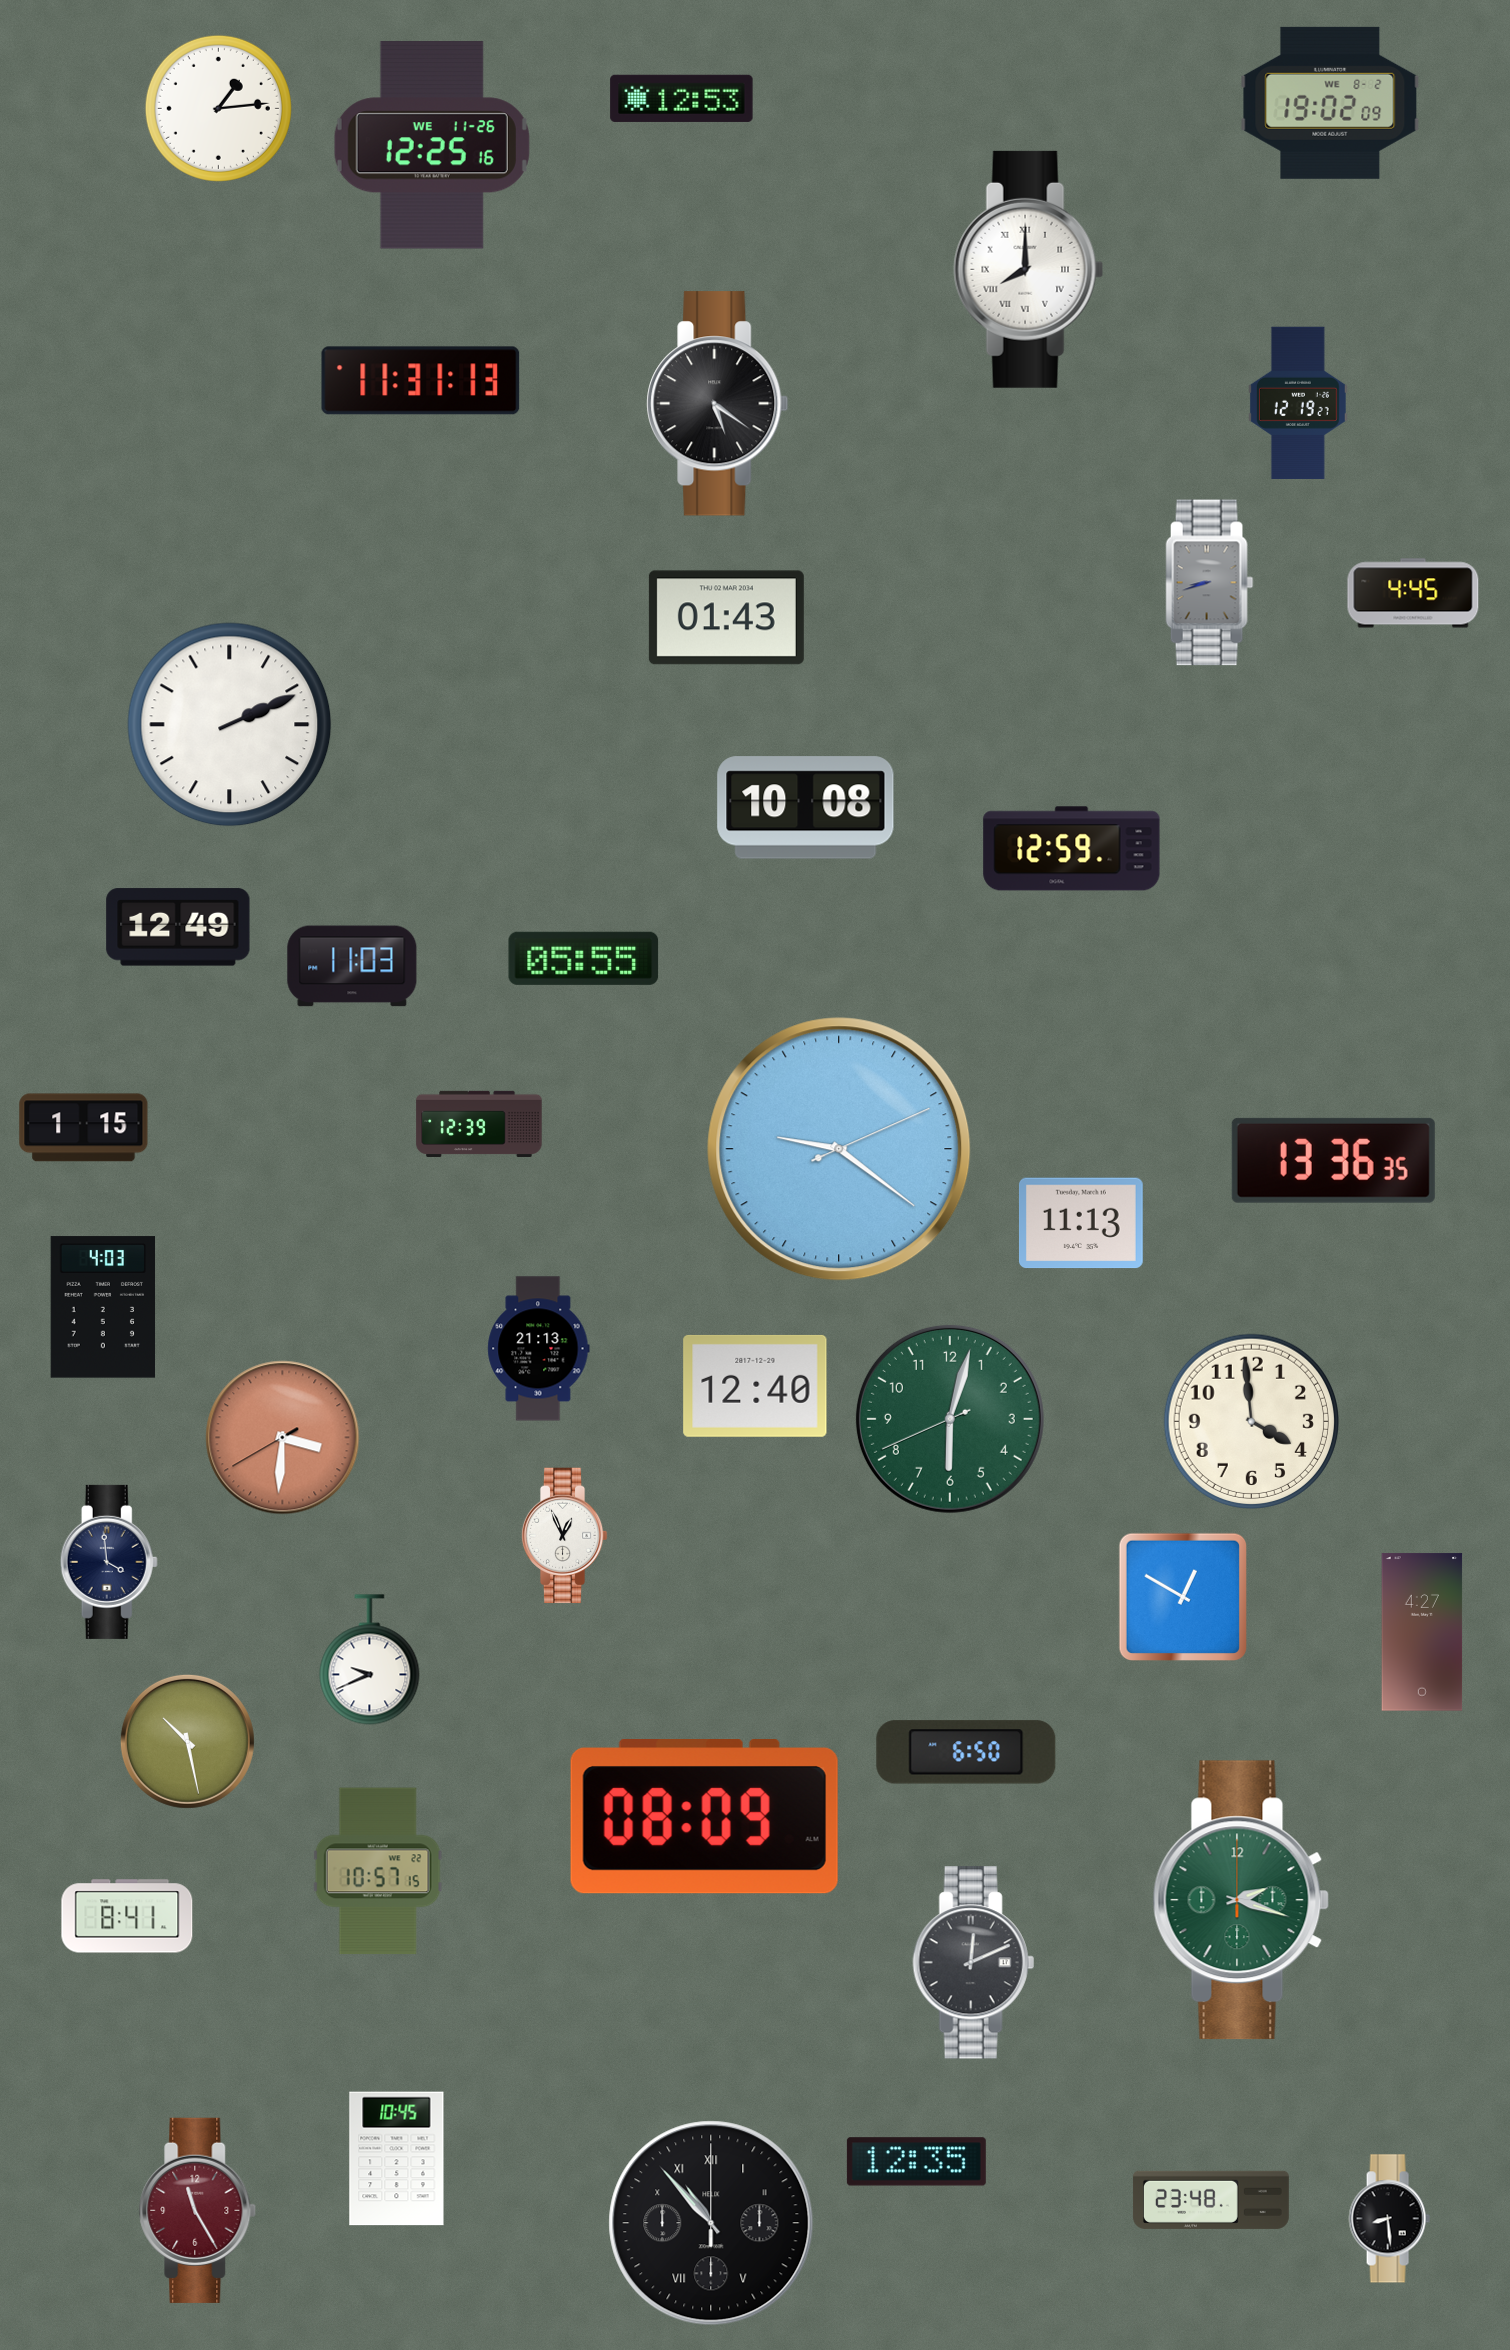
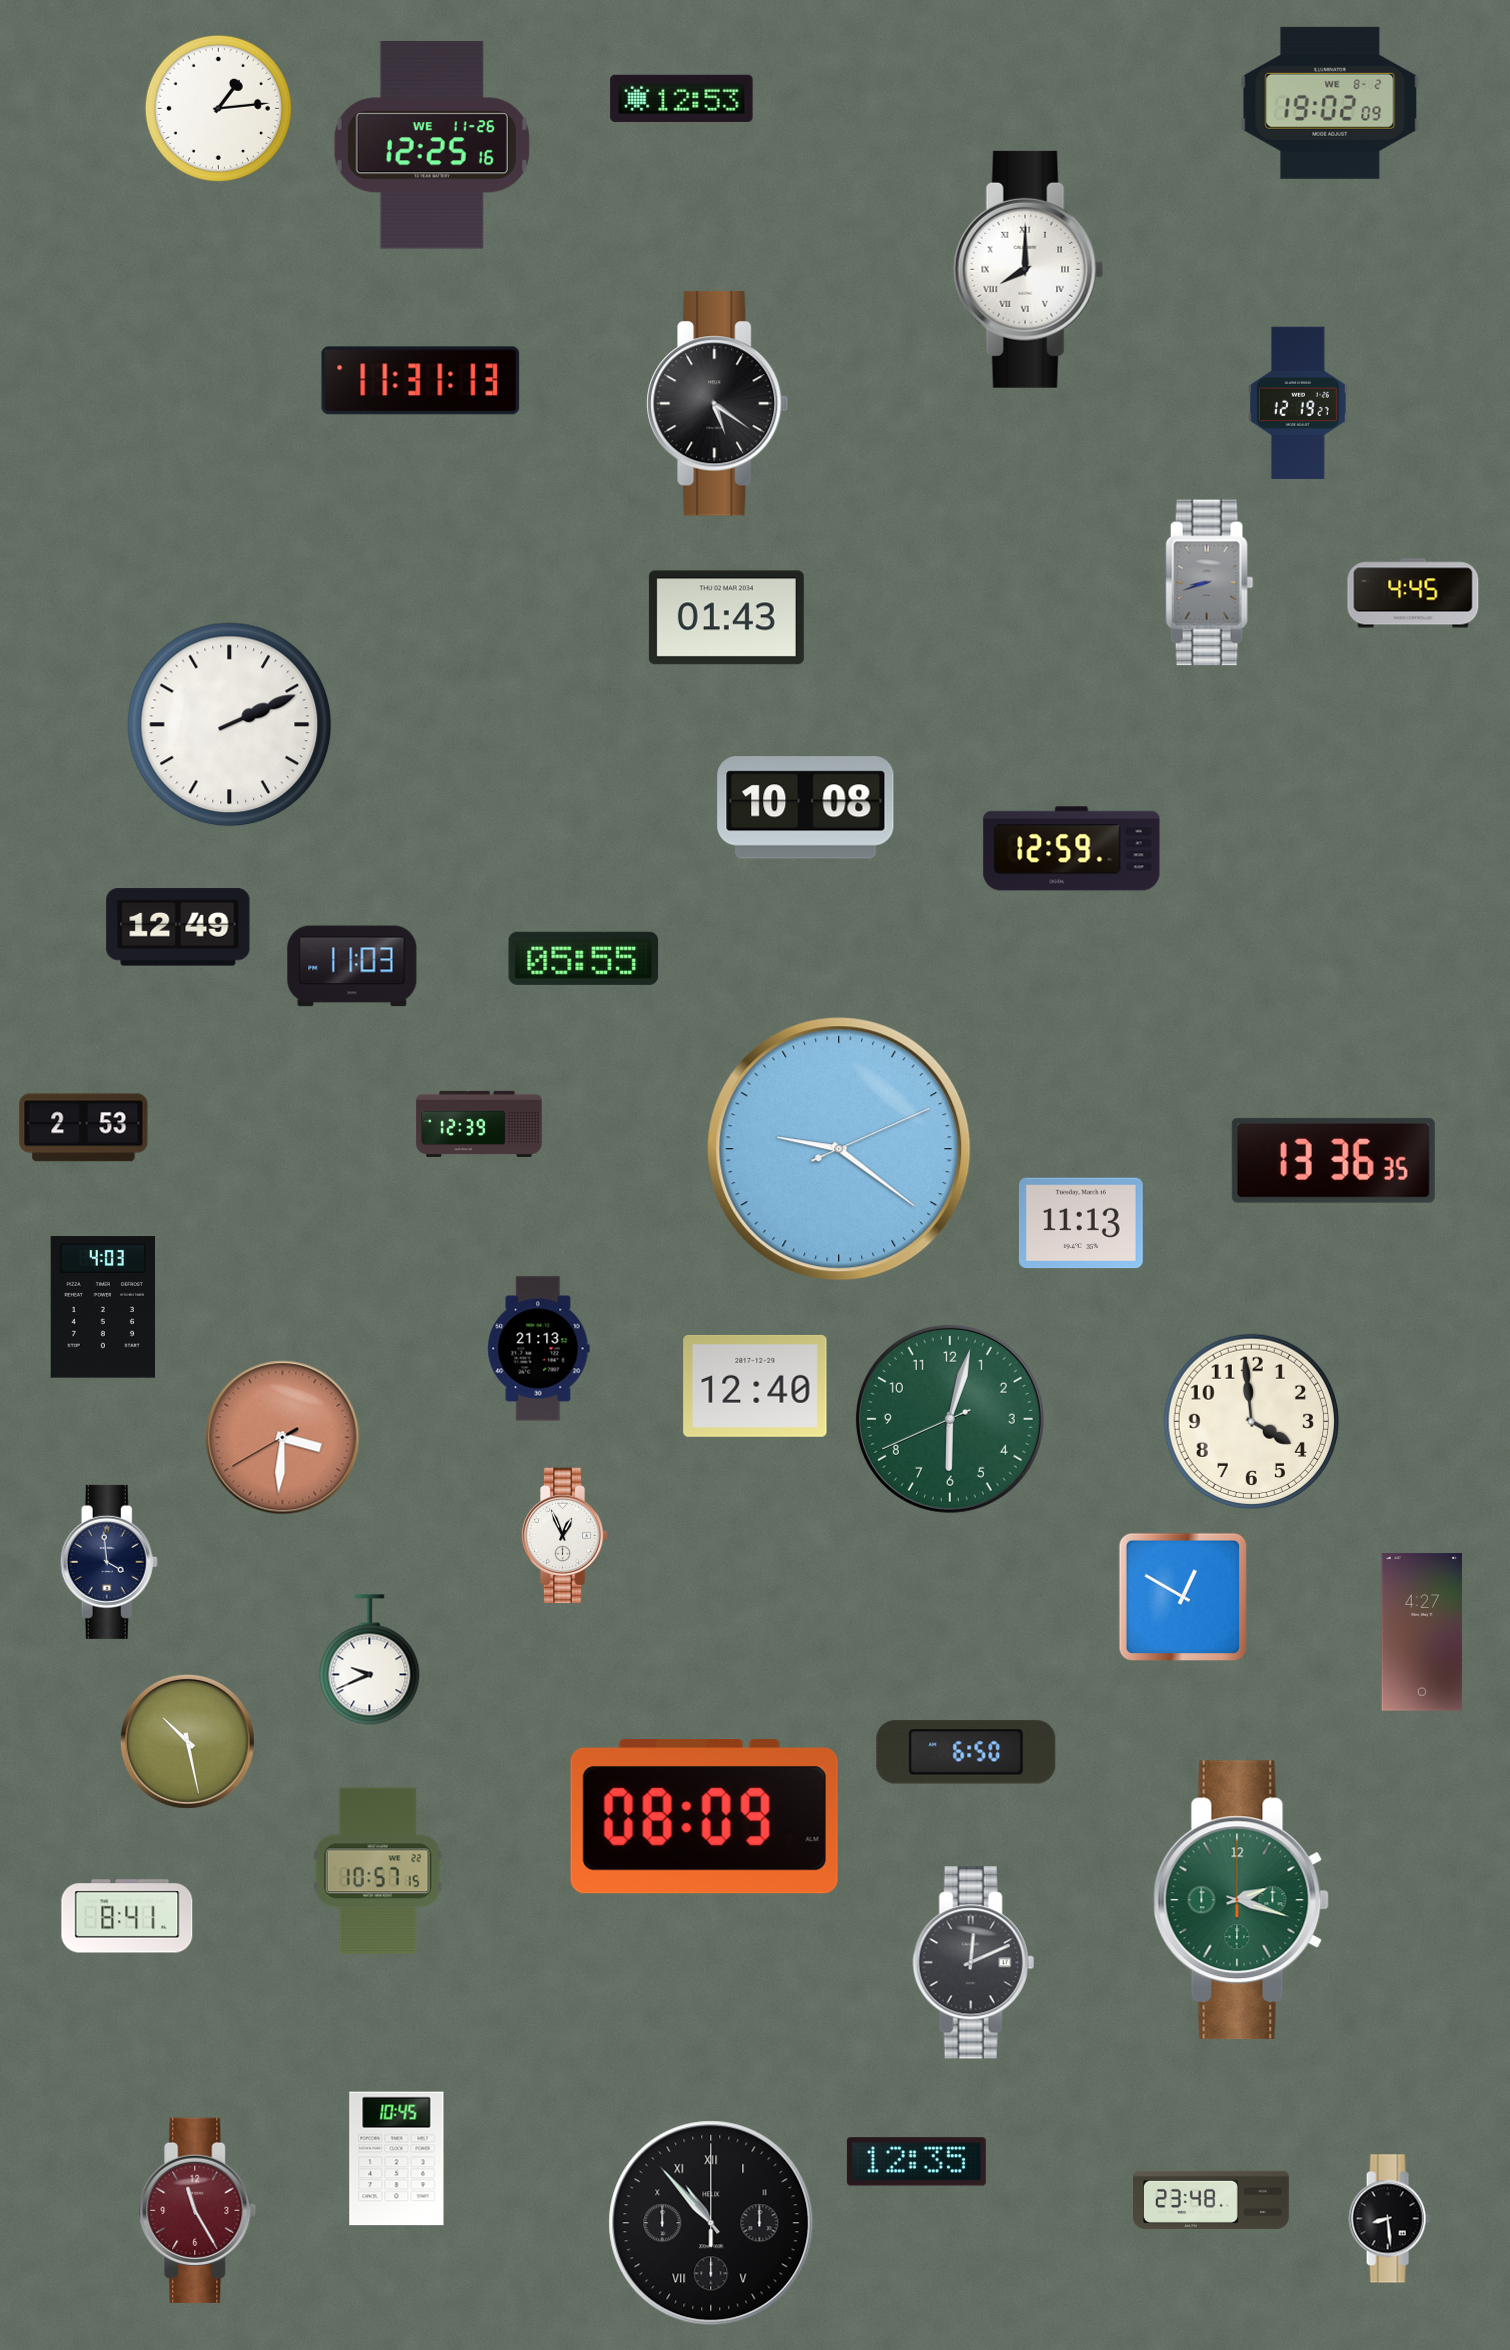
clock at (84, 1128): 1:15 -> 2:53
